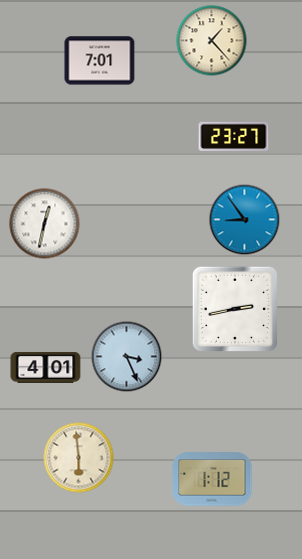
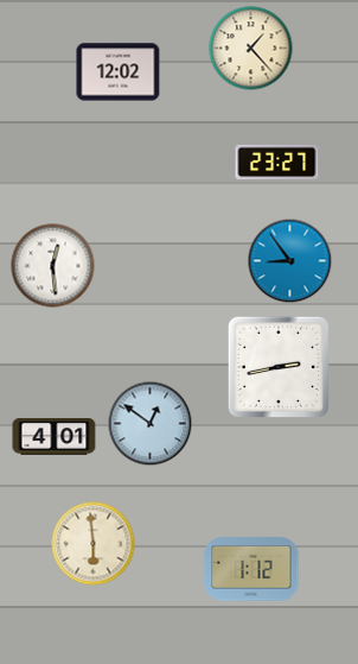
clock at (100, 61): 7:01 -> 12:02
clock at (45, 224): 12:32 -> 12:29
clock at (127, 357): 3:26 -> 12:51
